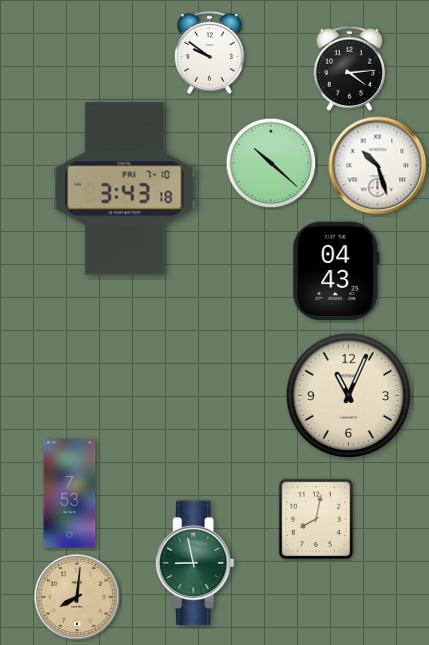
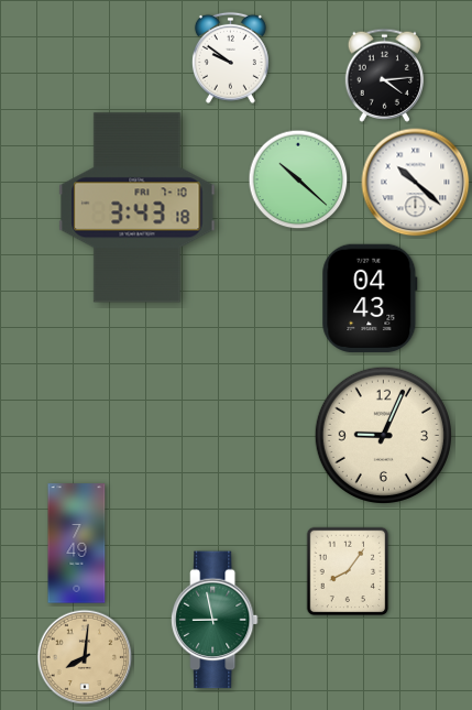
clock at (378, 166): 10:27 -> 10:22
clock at (348, 395): 11:04 -> 9:04
clock at (70, 494): 7:53 -> 7:49
clock at (316, 519): 8:02 -> 8:06
